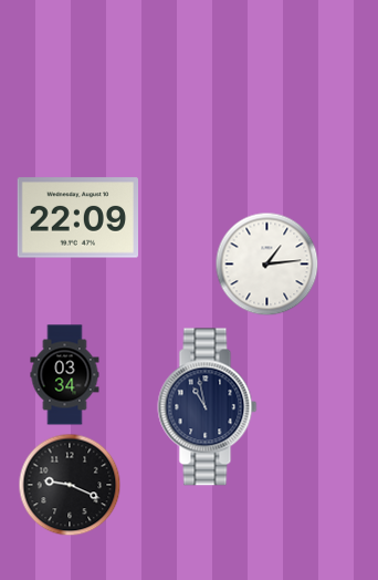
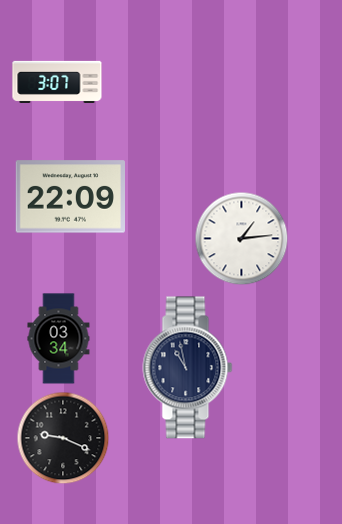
clock at (57, 82): none -> 3:07
